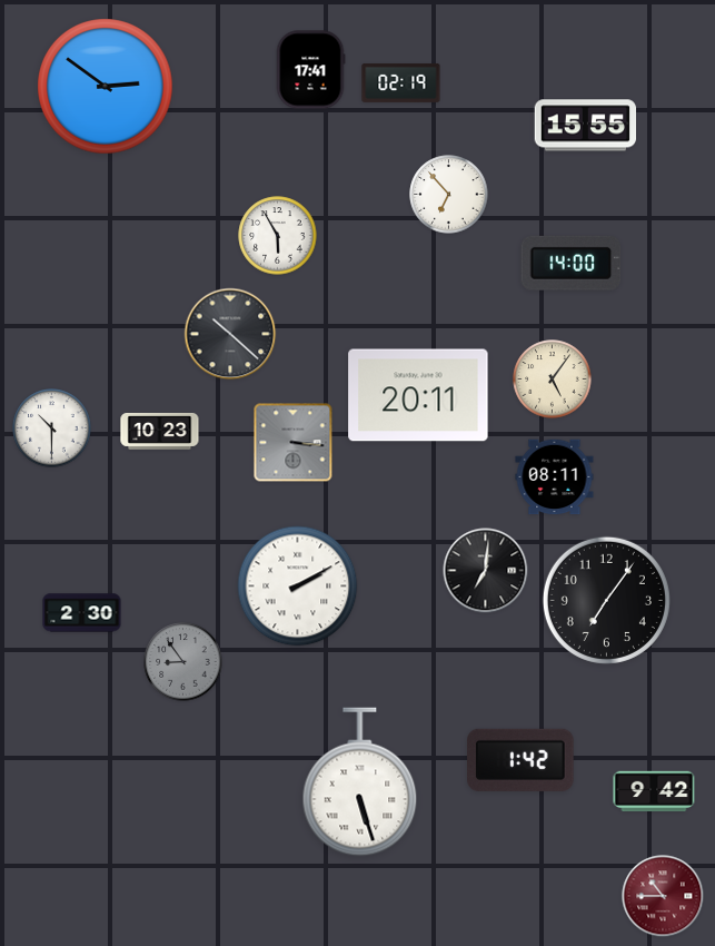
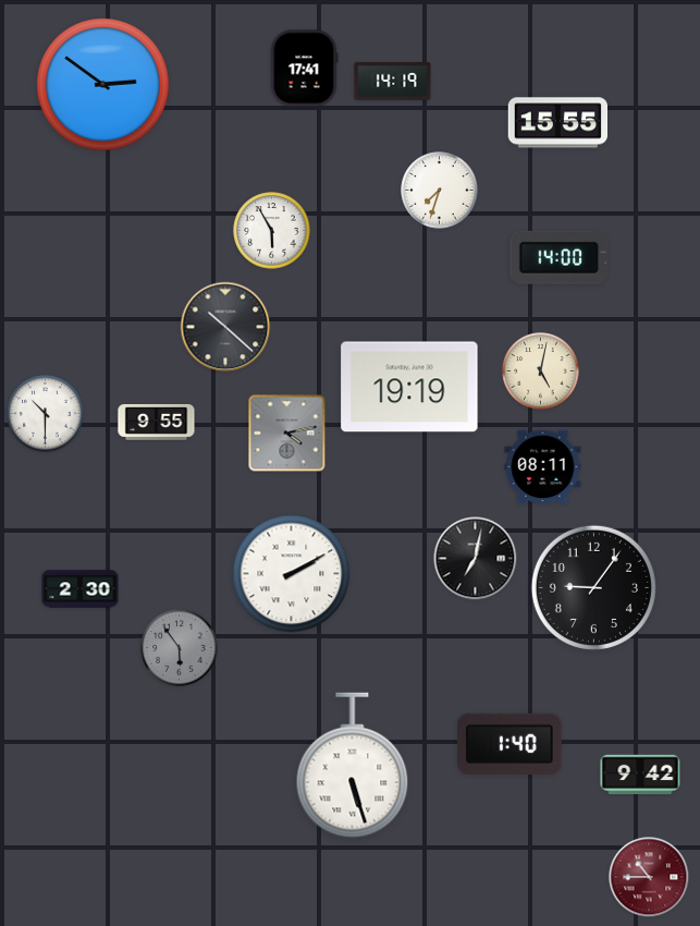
clock at (401, 82): 02:19 -> 14:19
clock at (585, 126) position: (585, 126) -> (557, 123)
clock at (449, 195): 6:53 -> 7:33
clock at (553, 380): 5:06 -> 5:02
clock at (418, 395): 20:11 -> 19:19
clock at (52, 428) position: (52, 428) -> (46, 414)
clock at (160, 432): 10:23 -> 9:55
clock at (294, 443): 3:16 -> 4:13
clock at (486, 571): 7:01 -> 7:02
clock at (606, 600): 7:06 -> 9:06
clock at (82, 613) position: (82, 613) -> (81, 589)
clock at (183, 662): 8:54 -> 5:54
clock at (520, 760): 1:42 -> 1:40
